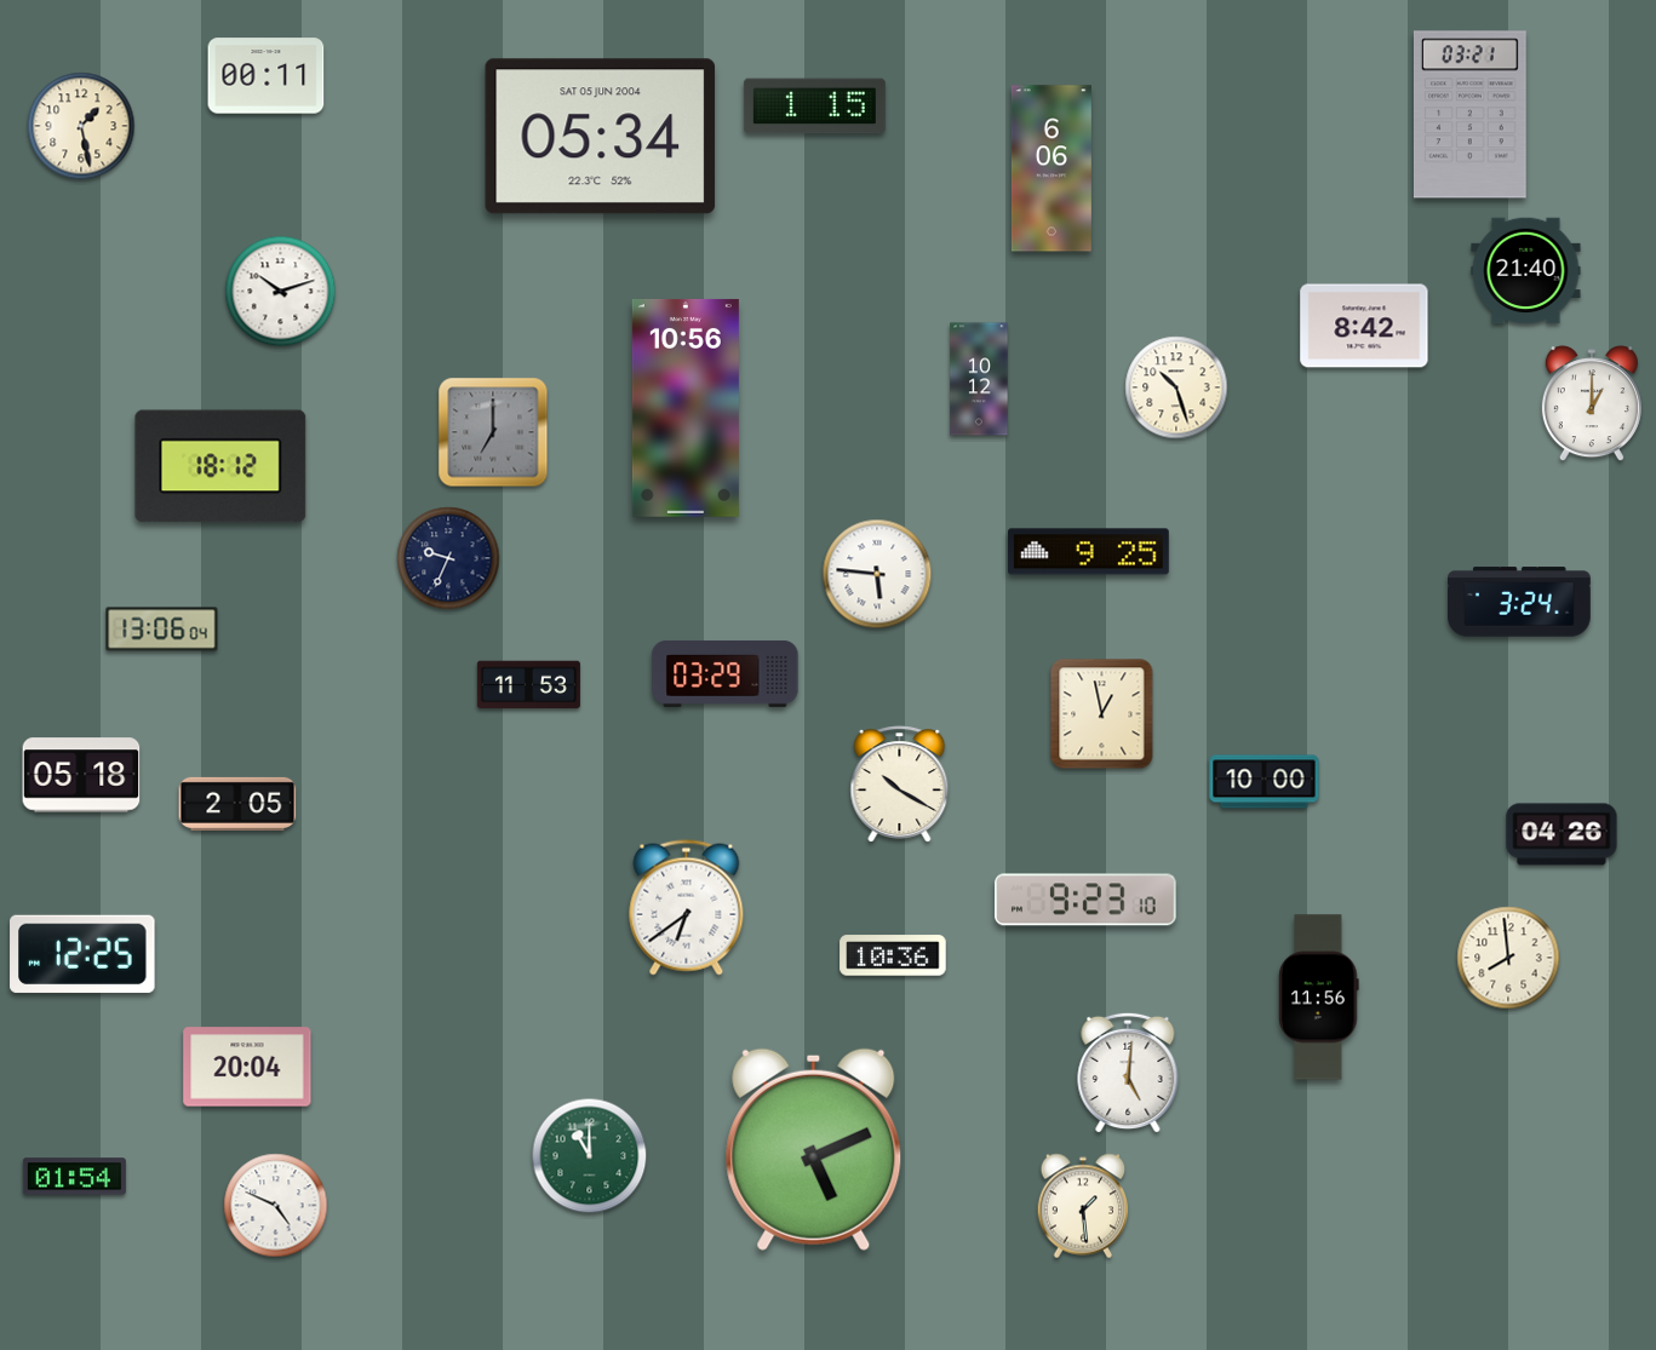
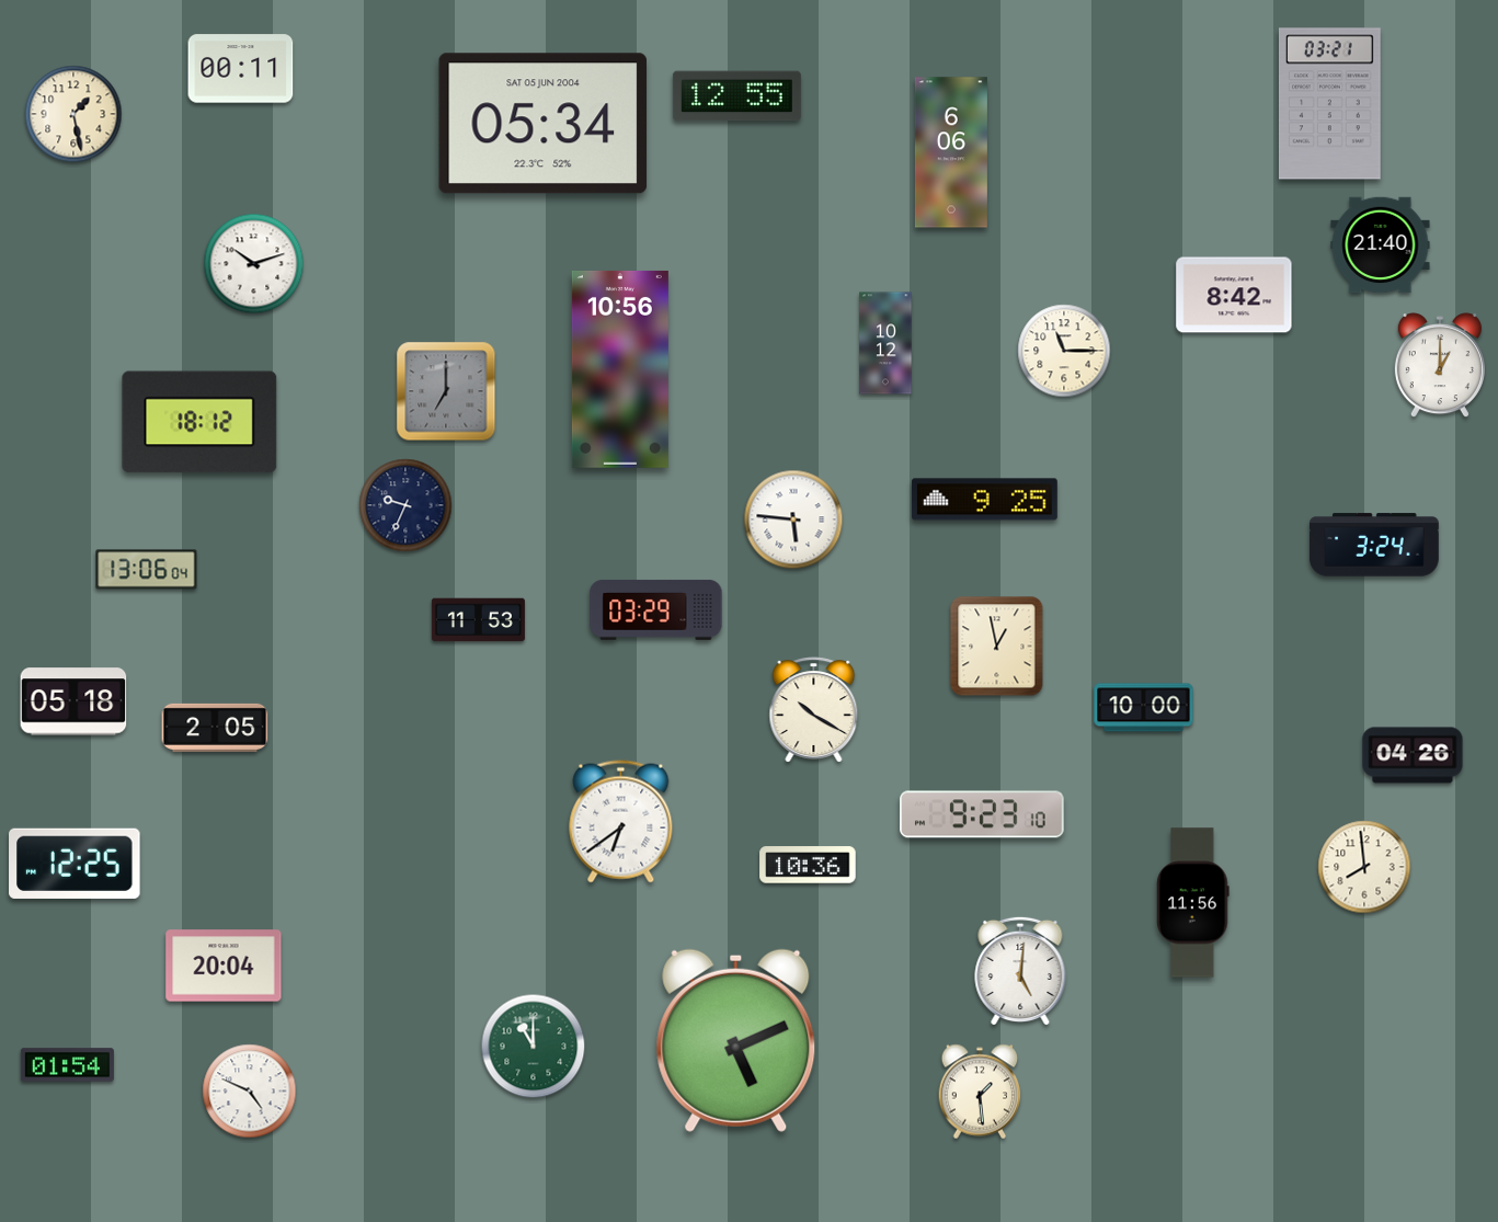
clock at (814, 107): 1:15 -> 12:55
clock at (1176, 387): 10:27 -> 11:15
